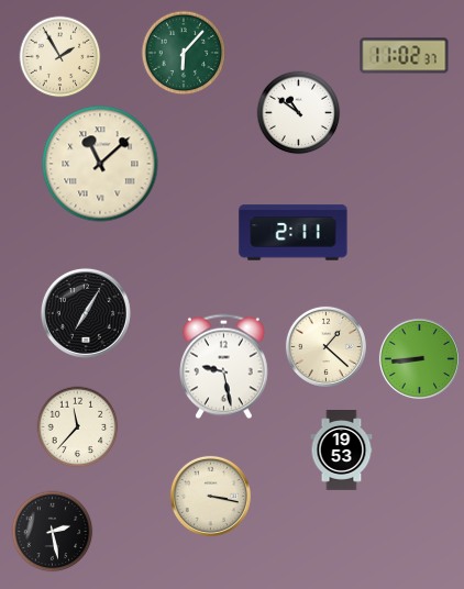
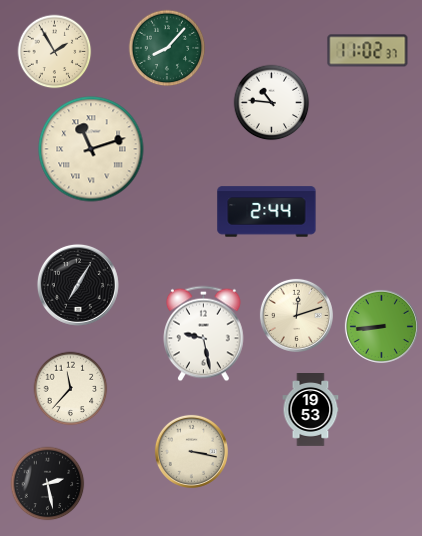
clock at (184, 53): 6:07 -> 8:07
clock at (299, 113): 10:51 -> 10:46
clock at (100, 164): 11:08 -> 11:12
clock at (294, 233): 2:11 -> 2:44
clock at (325, 346): 1:22 -> 12:12
